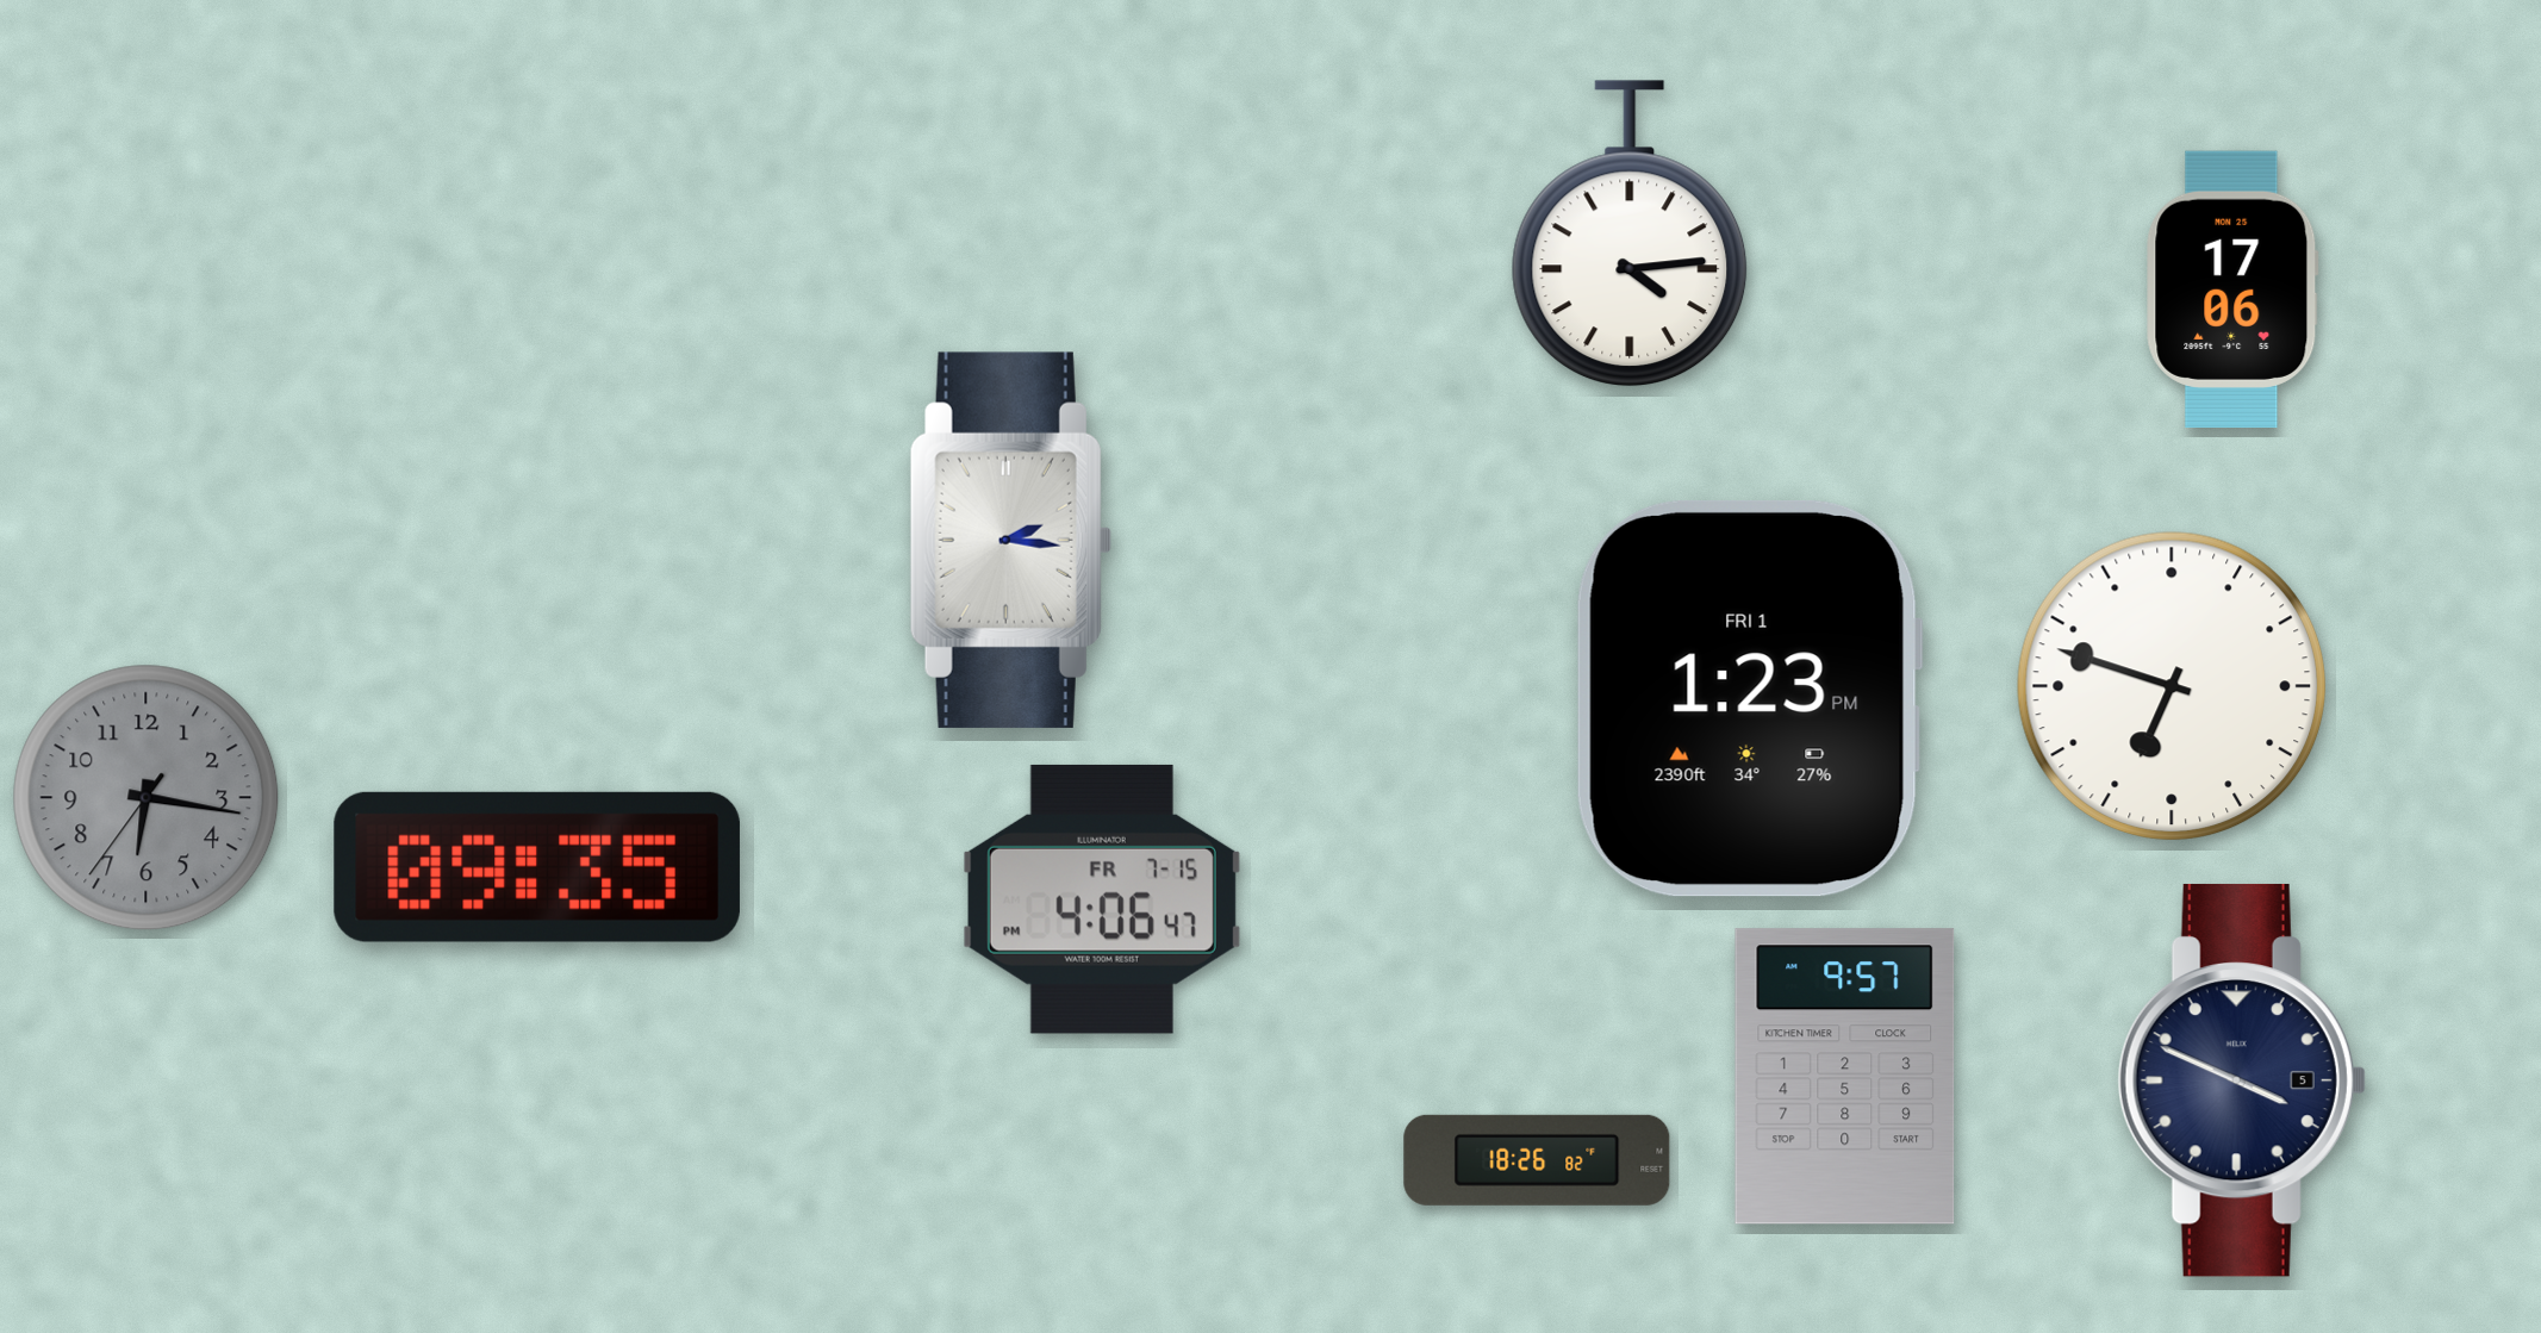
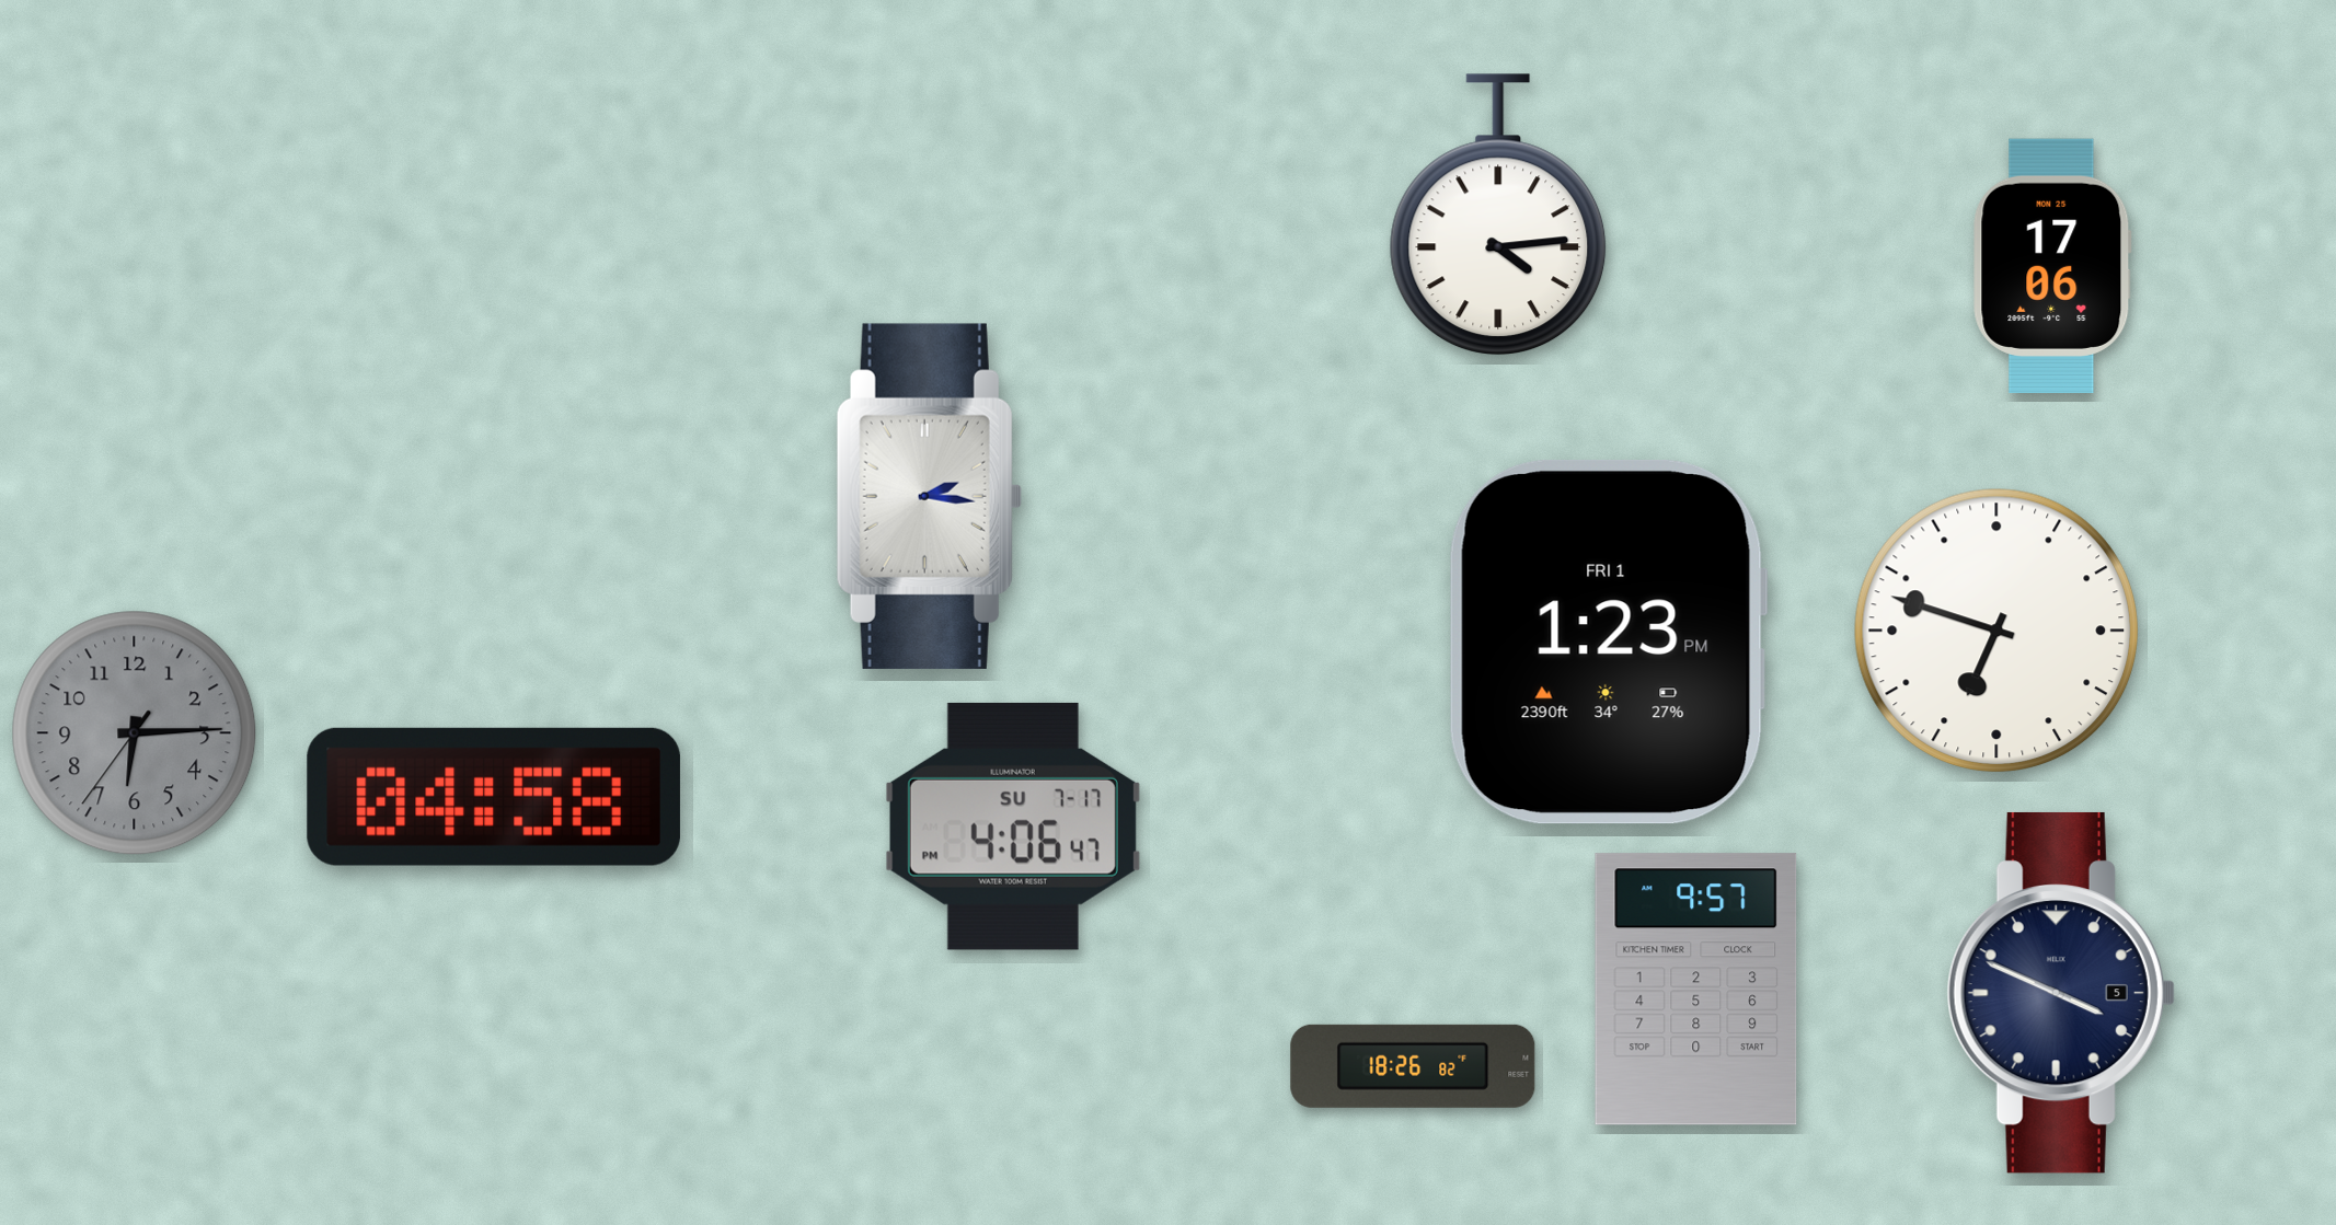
clock at (147, 798): 6:16 -> 6:14
clock at (537, 867): 09:35 -> 04:58
clock at (1102, 899) date: FR 7-15 -> SU 7-17
